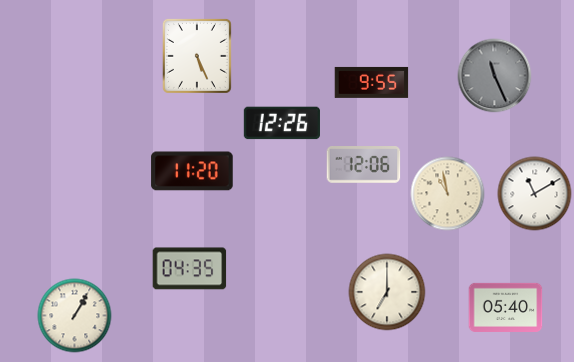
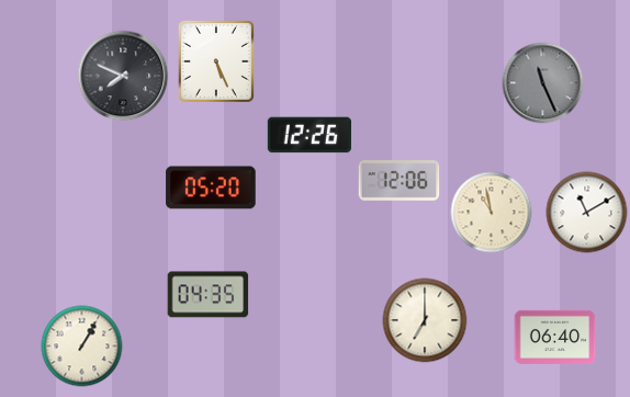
clock at (123, 76): none -> 7:49
clock at (372, 82): 9:55 -> none
clock at (192, 171): 11:20 -> 05:20
clock at (506, 307): 05:40 -> 06:40
